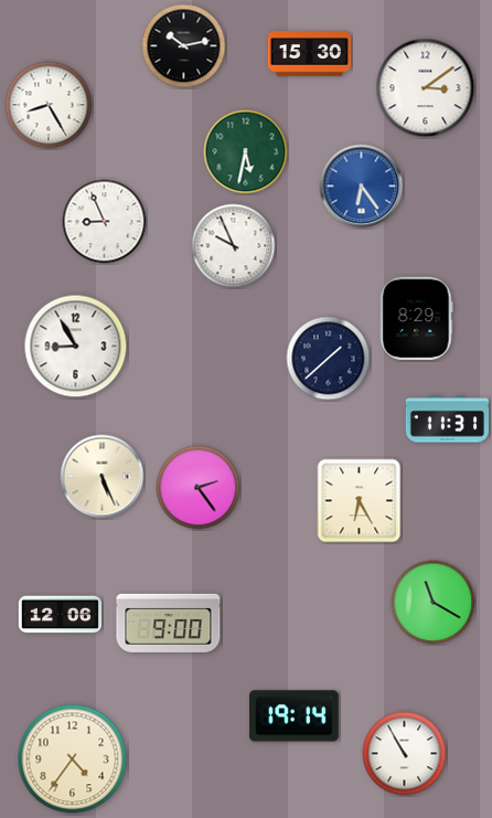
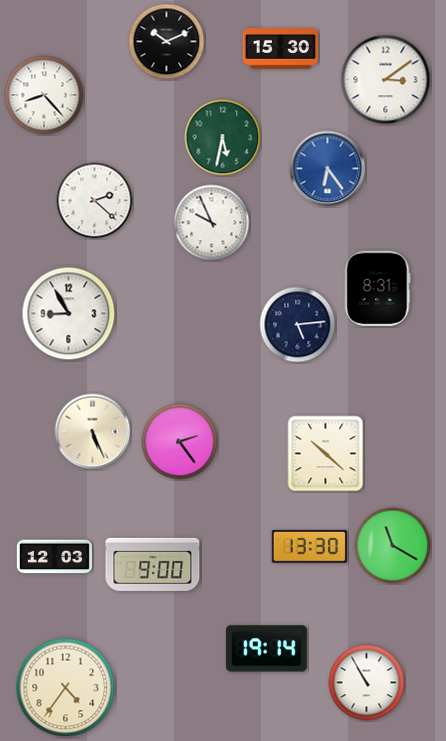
clock at (184, 46): 10:13 -> 10:11
clock at (49, 105): 8:25 -> 8:23
clock at (105, 222): 8:56 -> 2:22
clock at (417, 318): 8:29 -> 8:31
clock at (329, 359): 1:38 -> 5:14
clock at (447, 419): 11:31 -> none
clock at (360, 501): 6:25 -> 10:22
clock at (309, 546): none -> 13:30
clock at (60, 615): 12:06 -> 12:03
